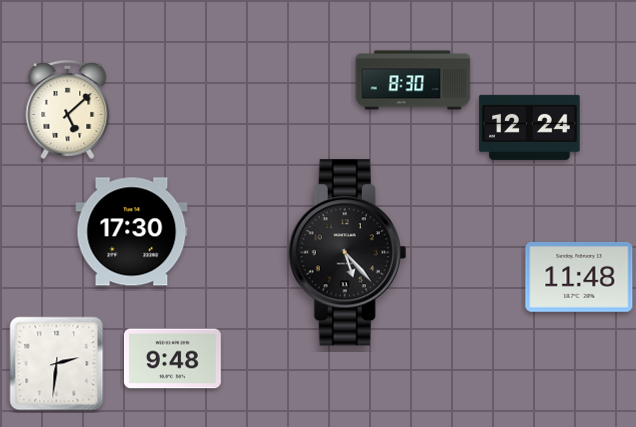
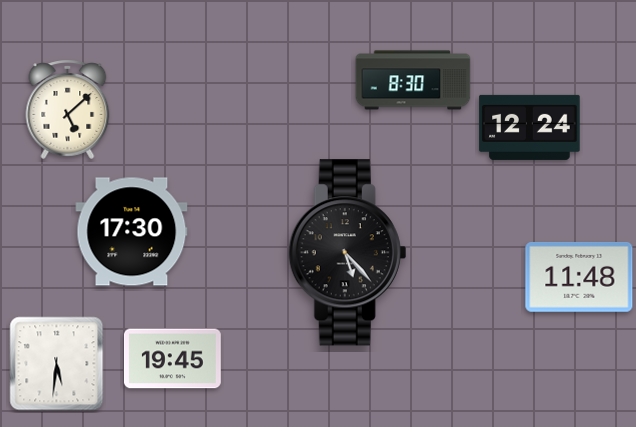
clock at (172, 359): 9:48 -> 19:45
clock at (57, 364): 2:31 -> 5:31
